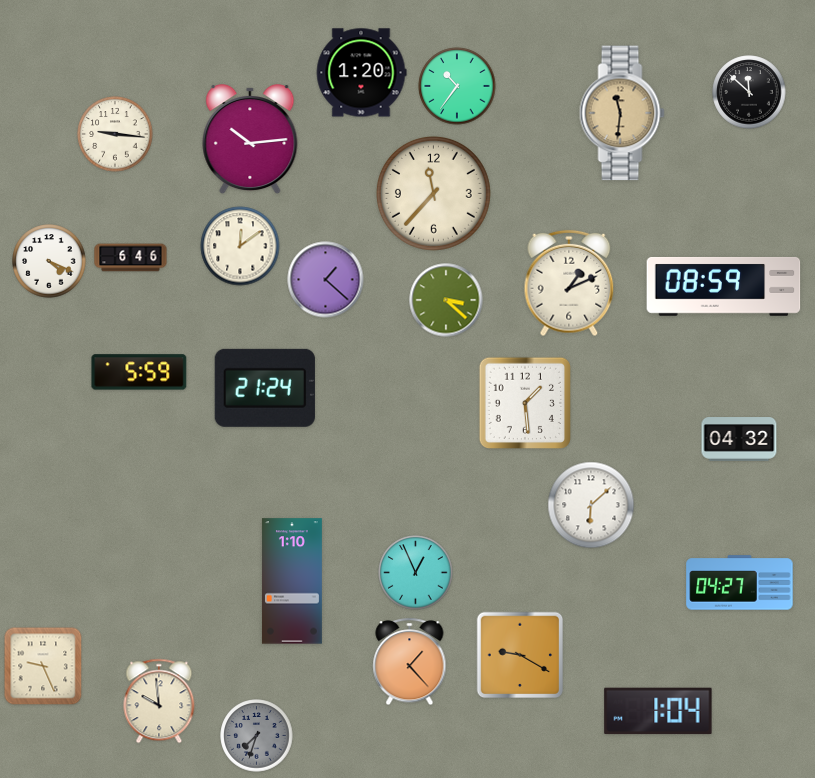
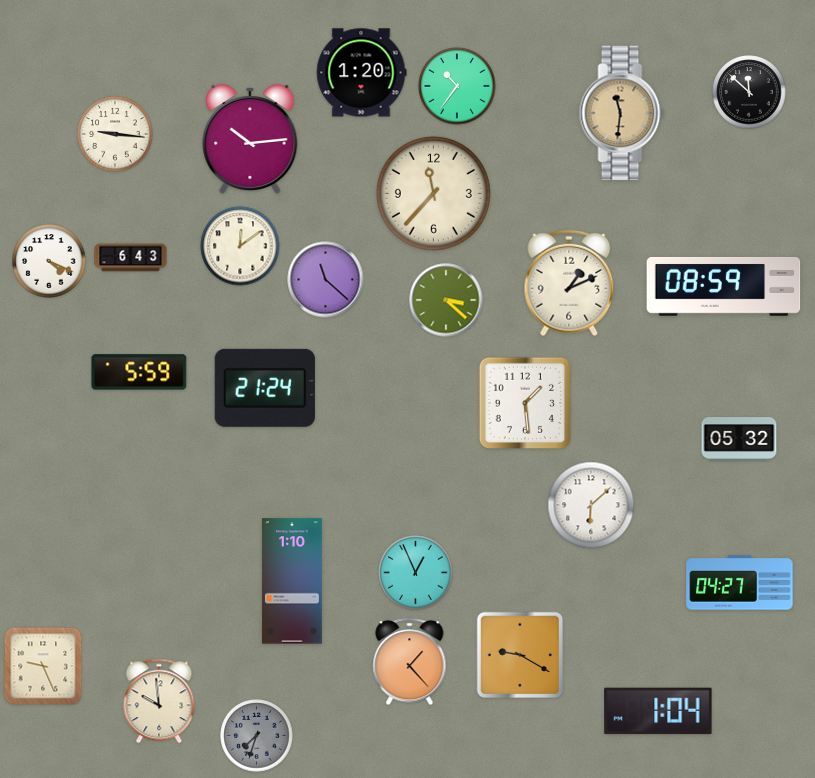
clock at (131, 258): 6:46 -> 6:43
clock at (326, 280): 1:22 -> 11:22
clock at (739, 439): 04:32 -> 05:32
